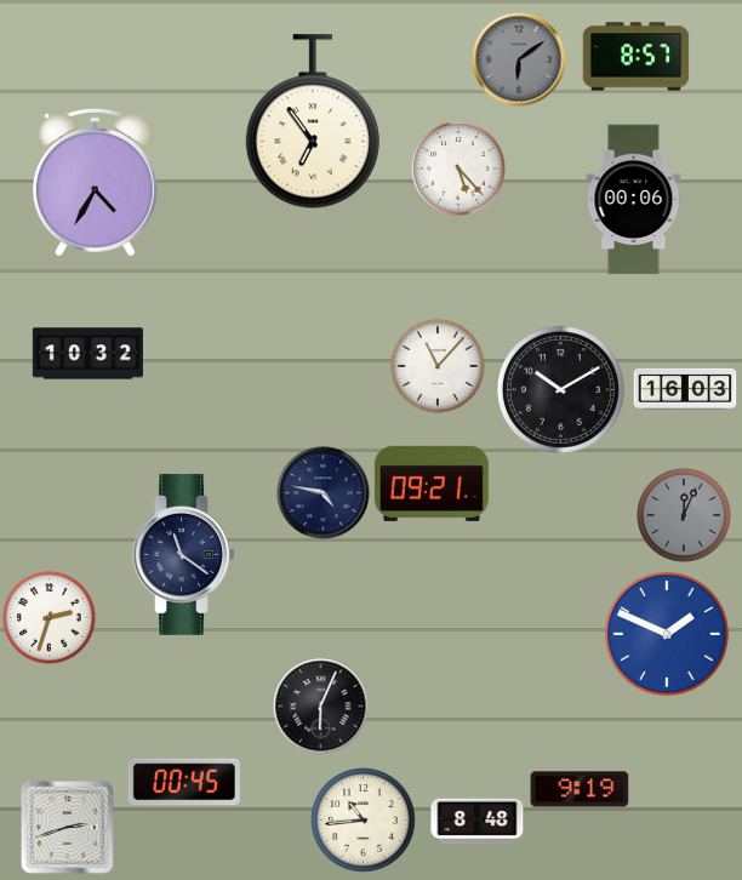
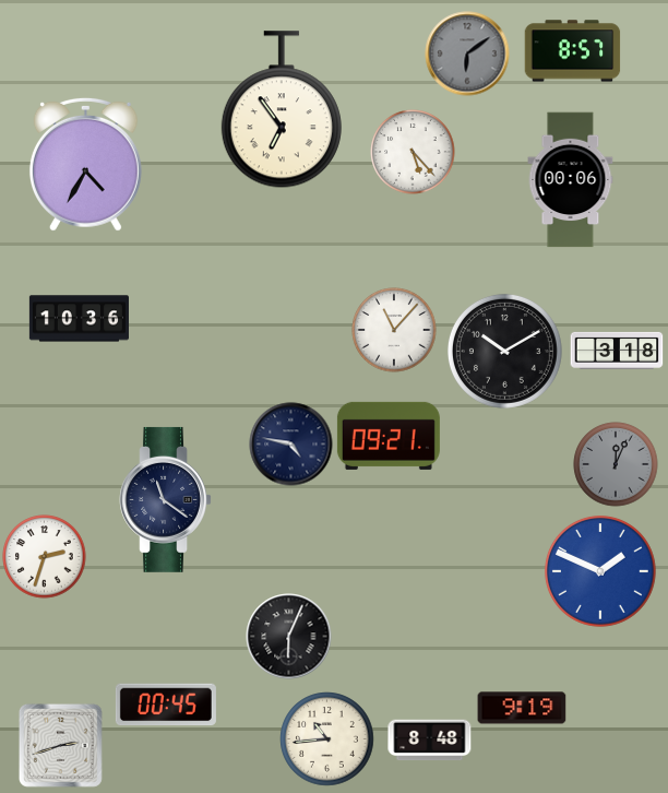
clock at (87, 354): 10:32 -> 10:36
clock at (685, 389): 16:03 -> 3:18
clock at (580, 789) position: (580, 789) -> (522, 708)
